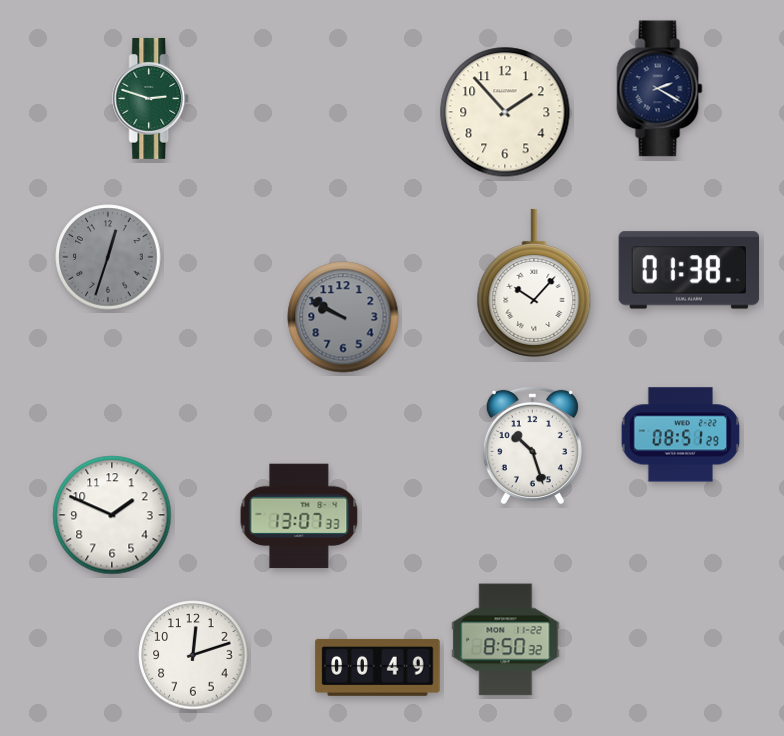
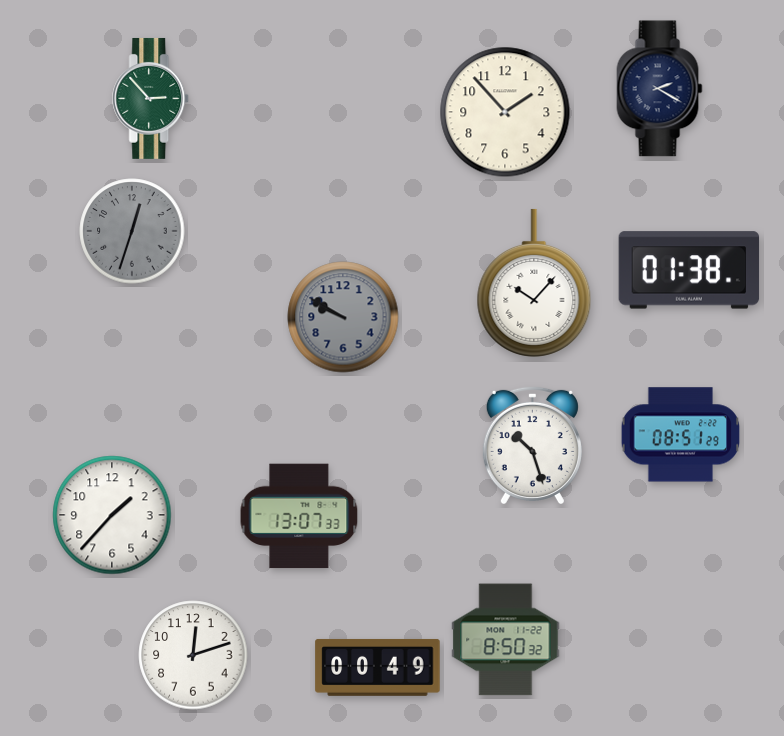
clock at (151, 98): 2:48 -> 2:53
clock at (108, 257) position: (108, 257) -> (132, 231)
clock at (112, 515): 1:49 -> 1:37
